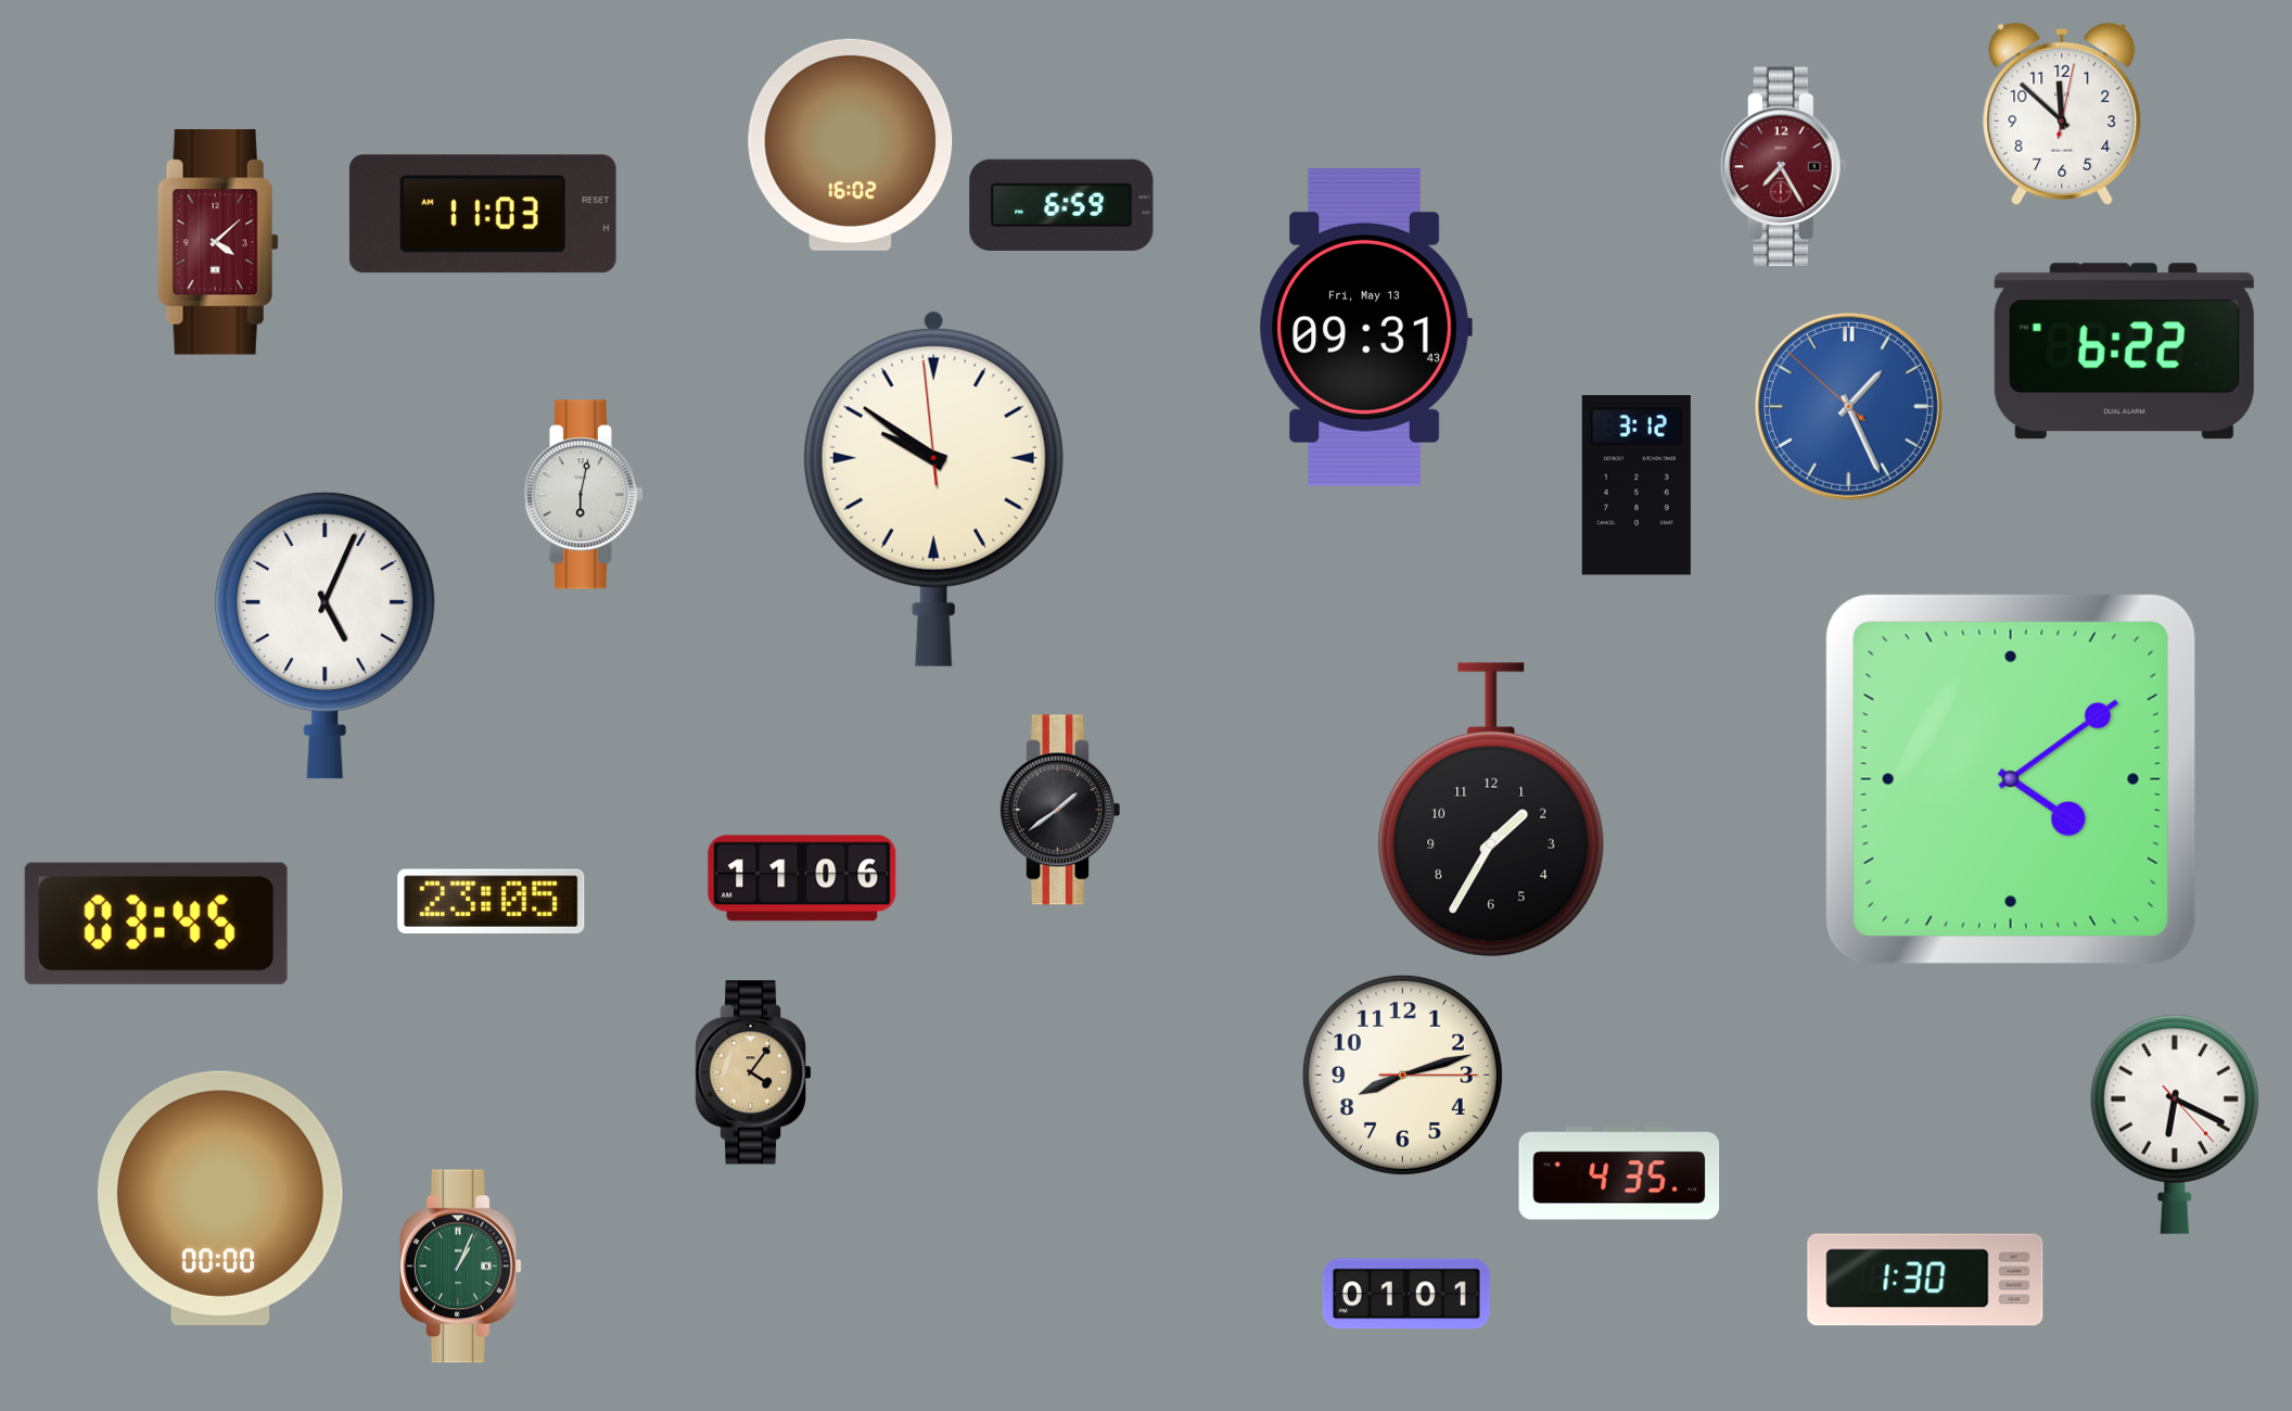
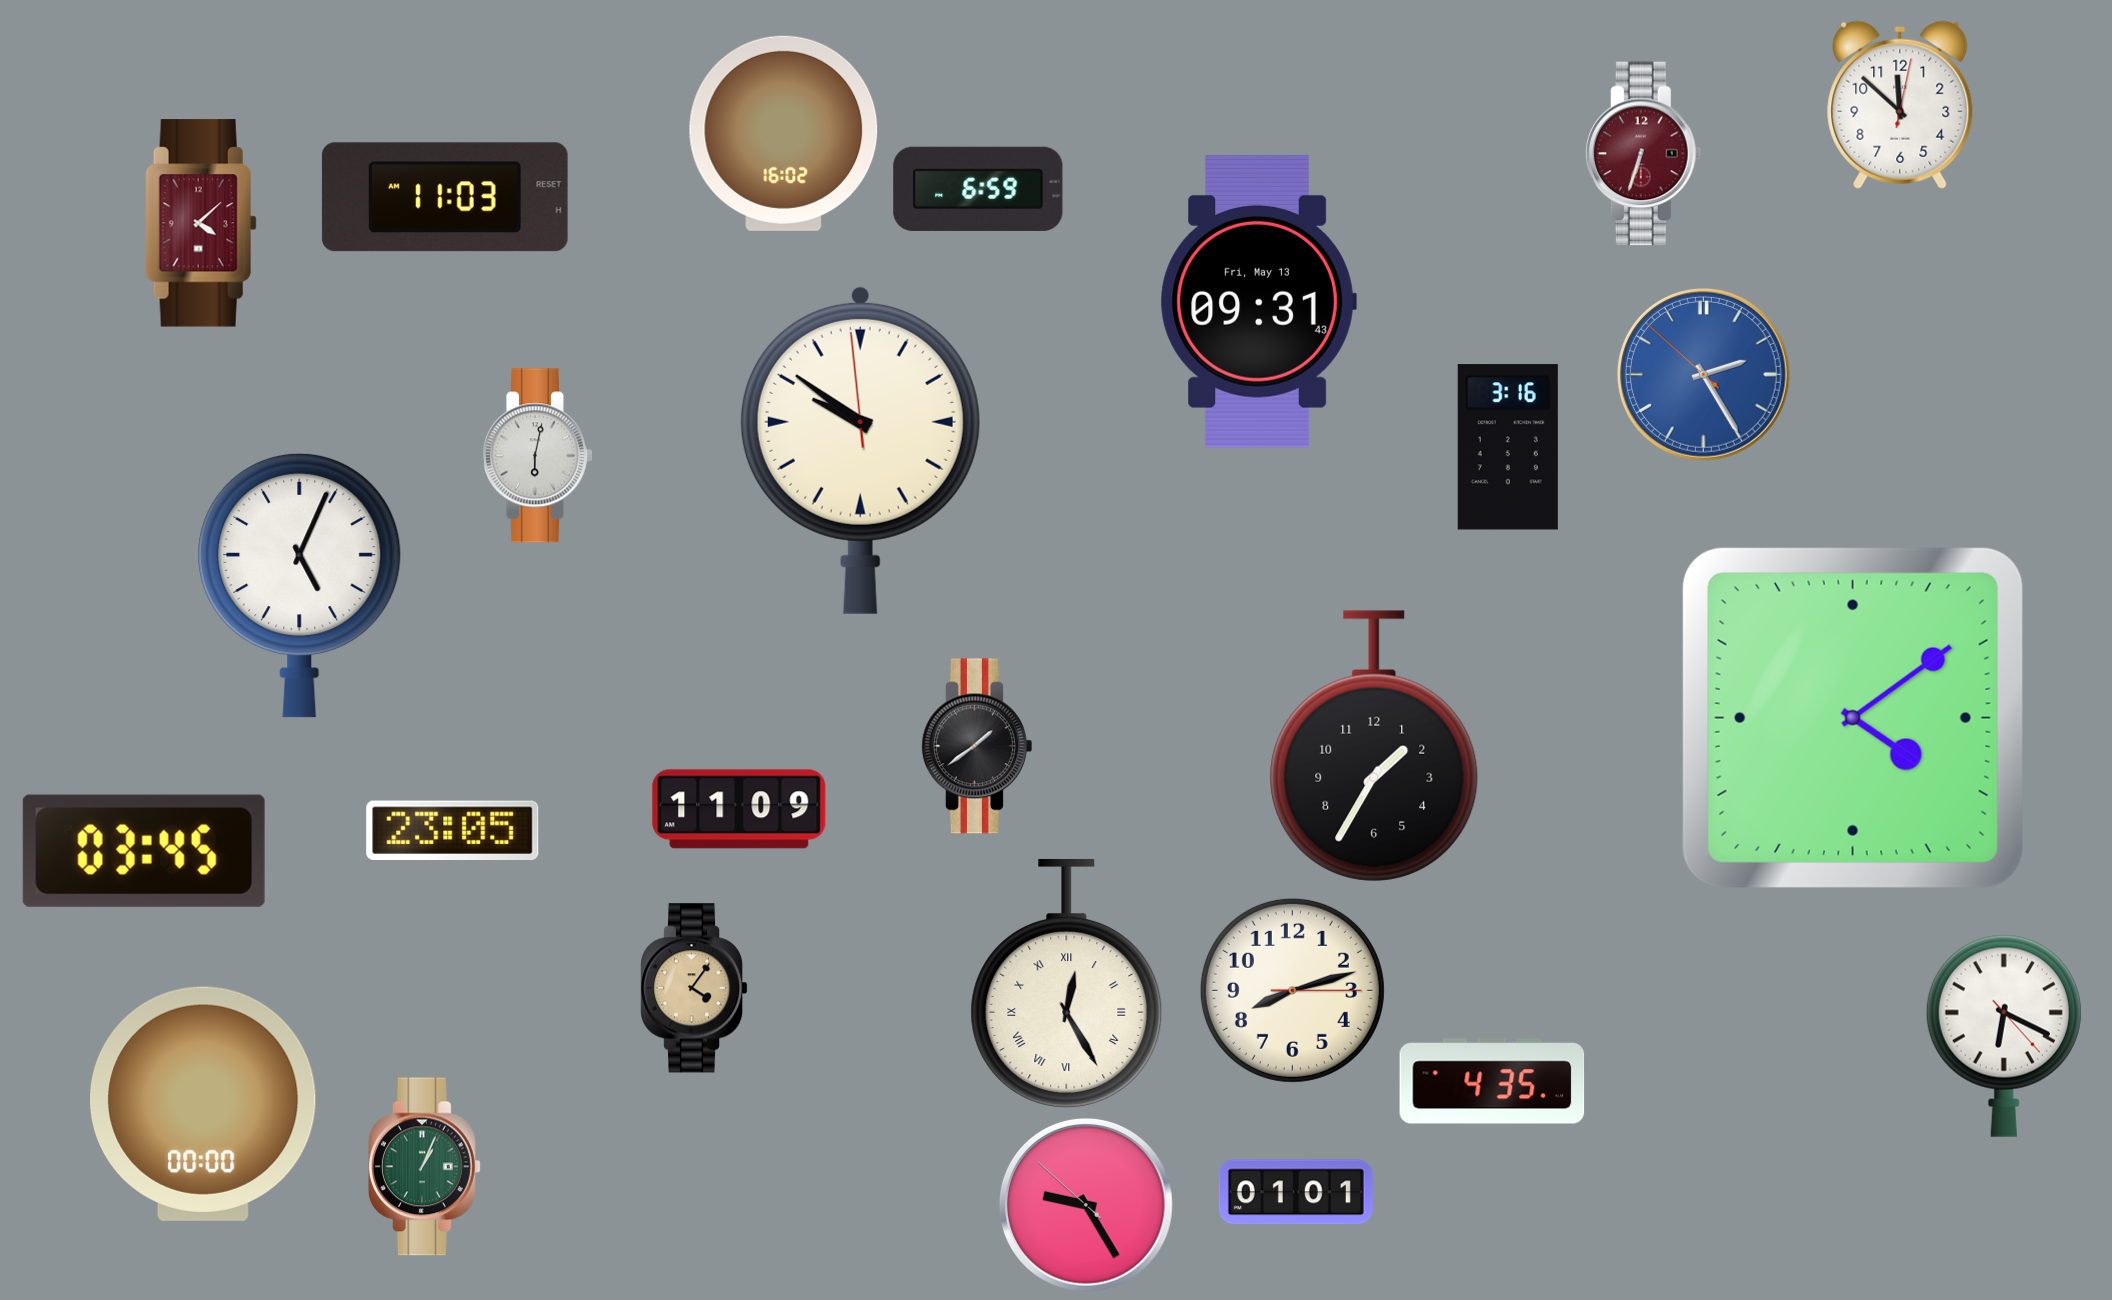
clock at (1783, 167): 7:25 -> 6:33
clock at (2124, 352): 6:22 -> none
clock at (1848, 406): 1:25 -> 2:24
clock at (1637, 485): 3:12 -> 3:16
clock at (802, 878): 11:06 -> 11:09
clock at (1067, 983): none -> 12:25
clock at (1925, 1280): 1:30 -> none
clock at (1086, 1205): none -> 9:24
